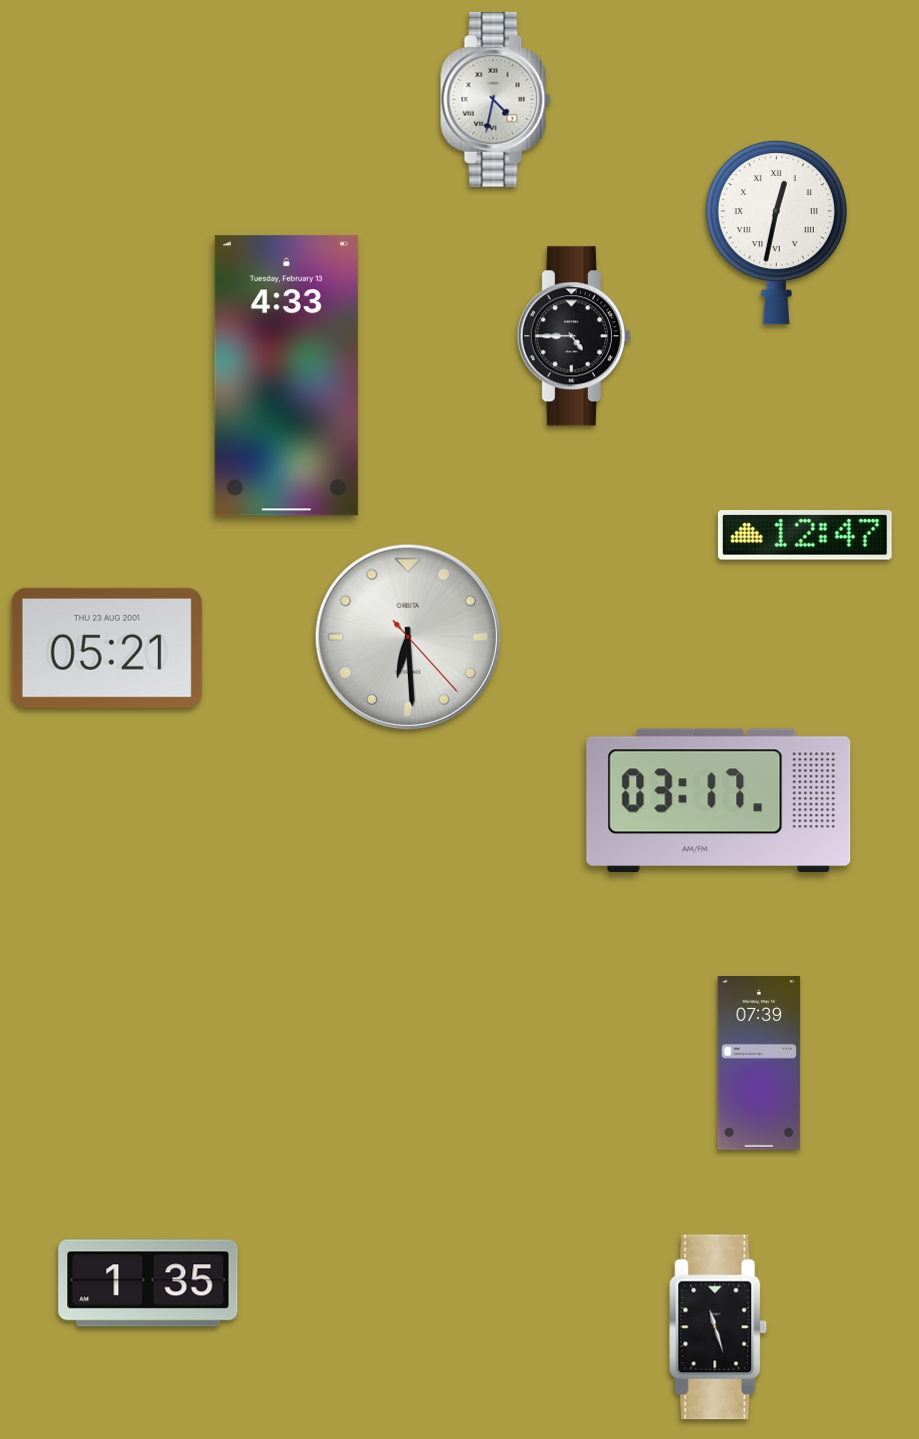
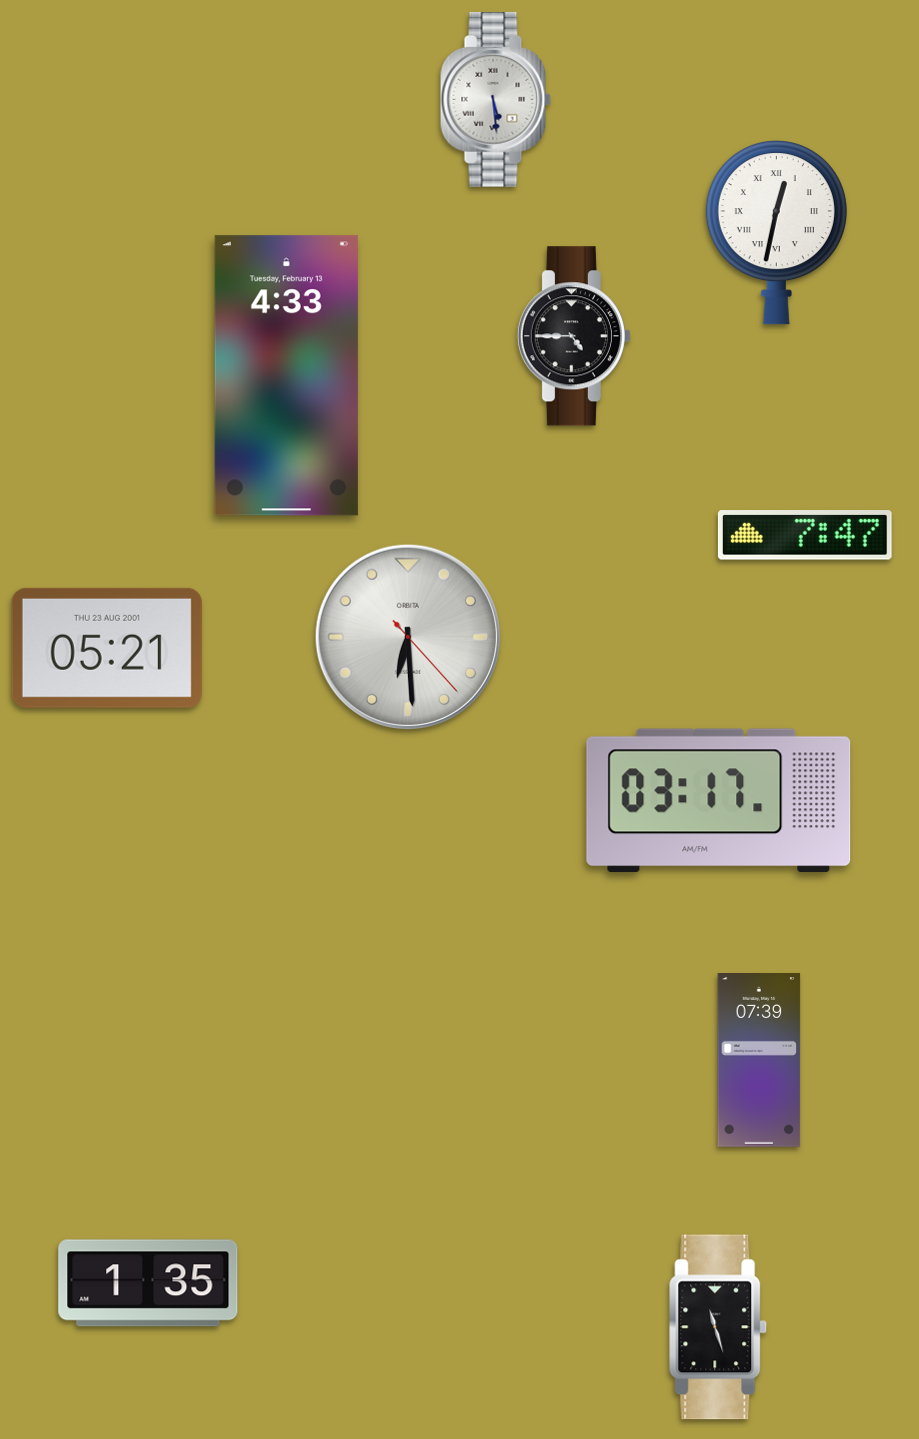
clock at (495, 100): 4:32 -> 5:29
clock at (805, 535): 12:47 -> 7:47
clock at (759, 1064) position: (759, 1064) -> (759, 1061)
